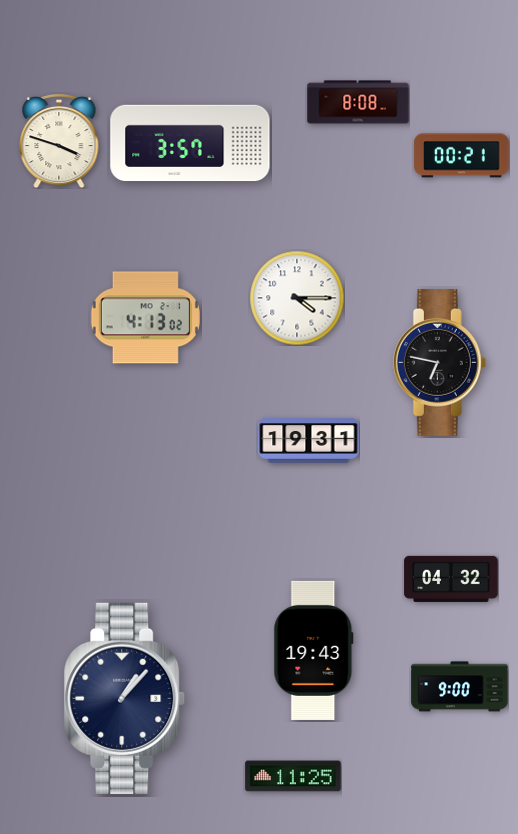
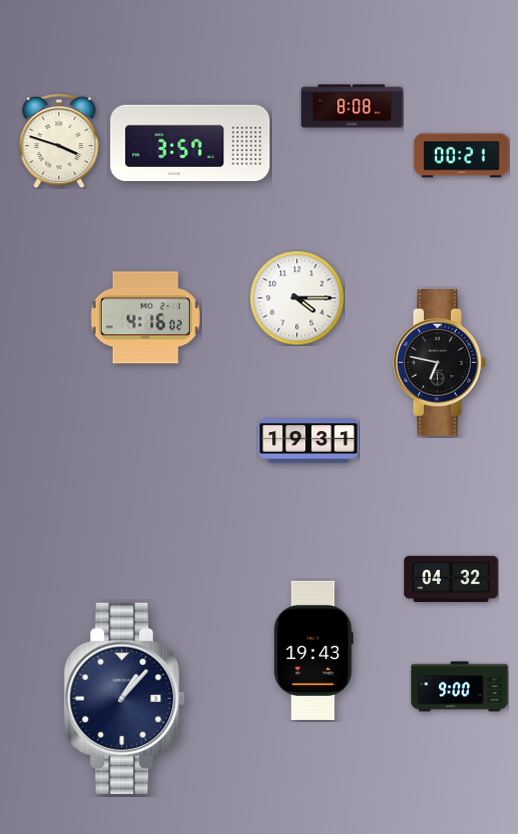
clock at (358, 102) position: (358, 102) -> (352, 106)
clock at (145, 318): 4:13 -> 4:16
clock at (293, 776): 11:25 -> none
